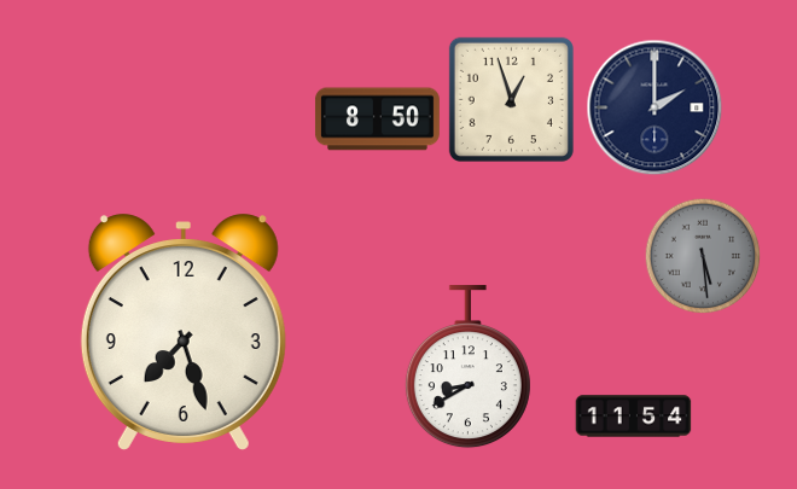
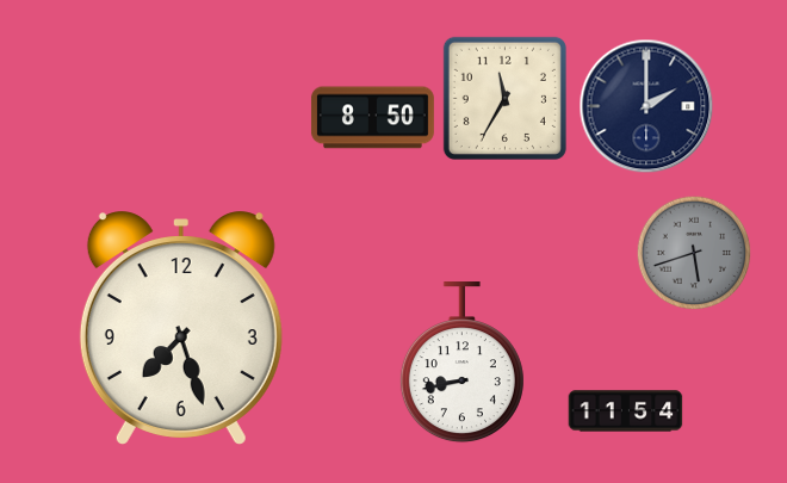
clock at (511, 99): 12:57 -> 11:35
clock at (703, 256): 5:29 -> 5:42
clock at (467, 367): 8:40 -> 8:43
